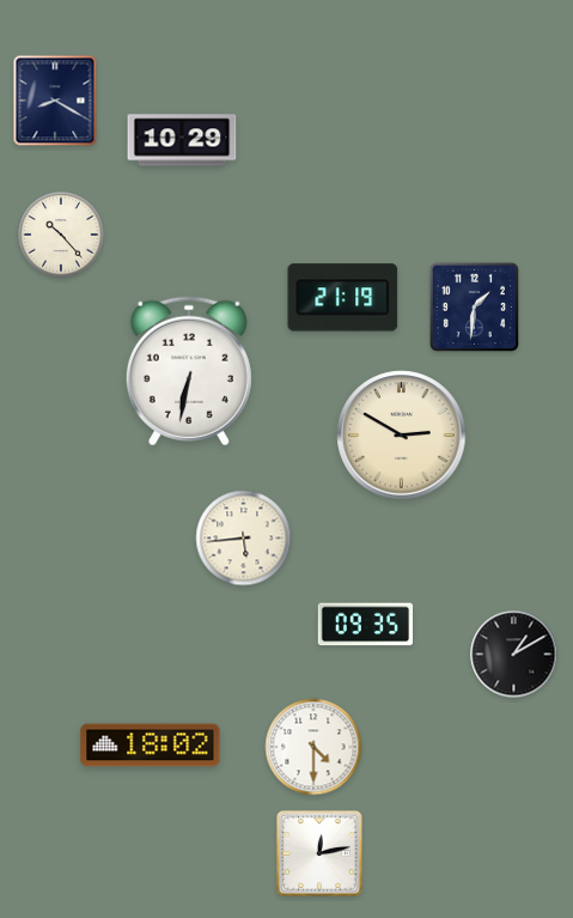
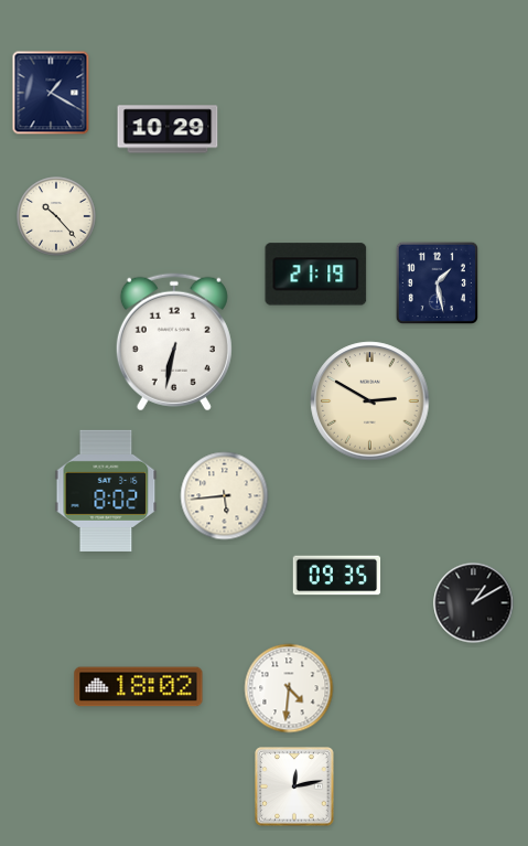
clock at (55, 101): 8:20 -> 1:20
clock at (474, 306): 1:31 -> 1:28
clock at (106, 491): none -> 8:02
clock at (313, 747): 4:30 -> 4:31
